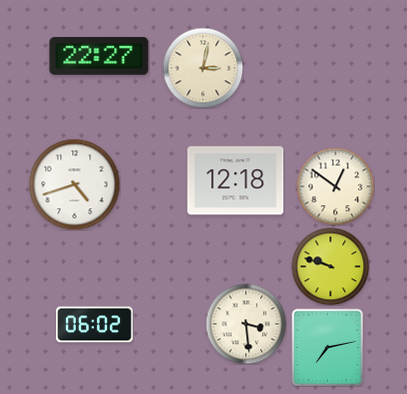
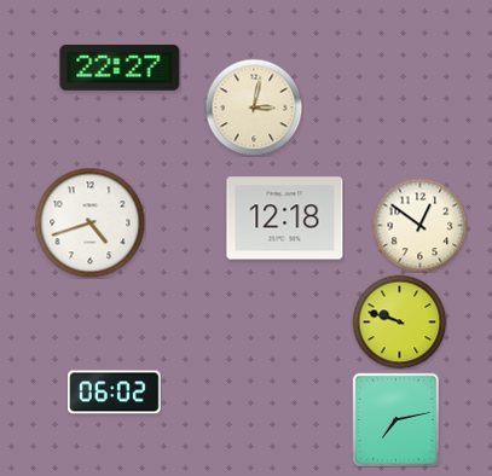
clock at (203, 68) position: (203, 68) -> (254, 108)
clock at (335, 186) position: (335, 186) -> (419, 225)
clock at (246, 324): 3:29 -> none
